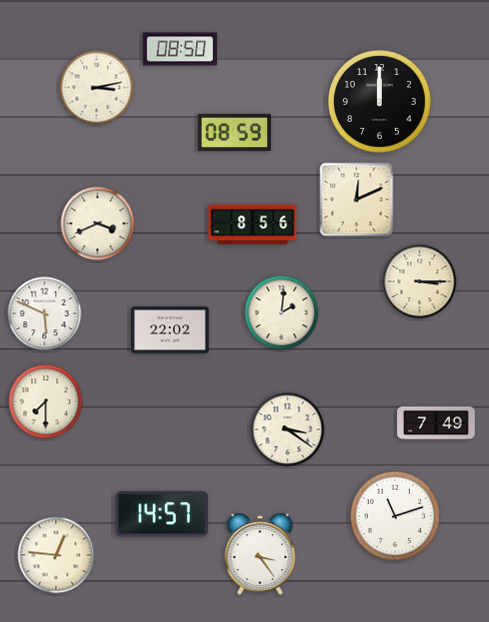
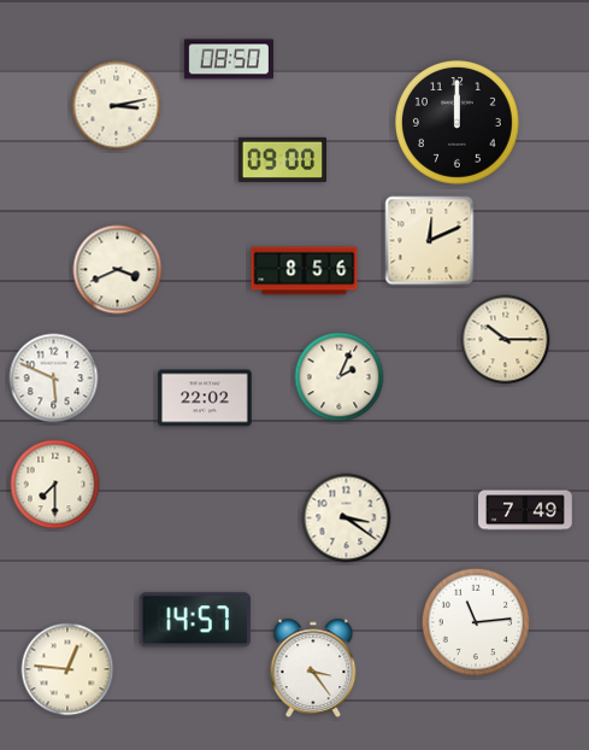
clock at (180, 49) position: (180, 49) -> (229, 59)
clock at (234, 132): 08:59 -> 09:00
clock at (420, 282): 3:15 -> 10:15
clock at (282, 313): 2:01 -> 2:04
clock at (395, 516): 11:12 -> 11:14
